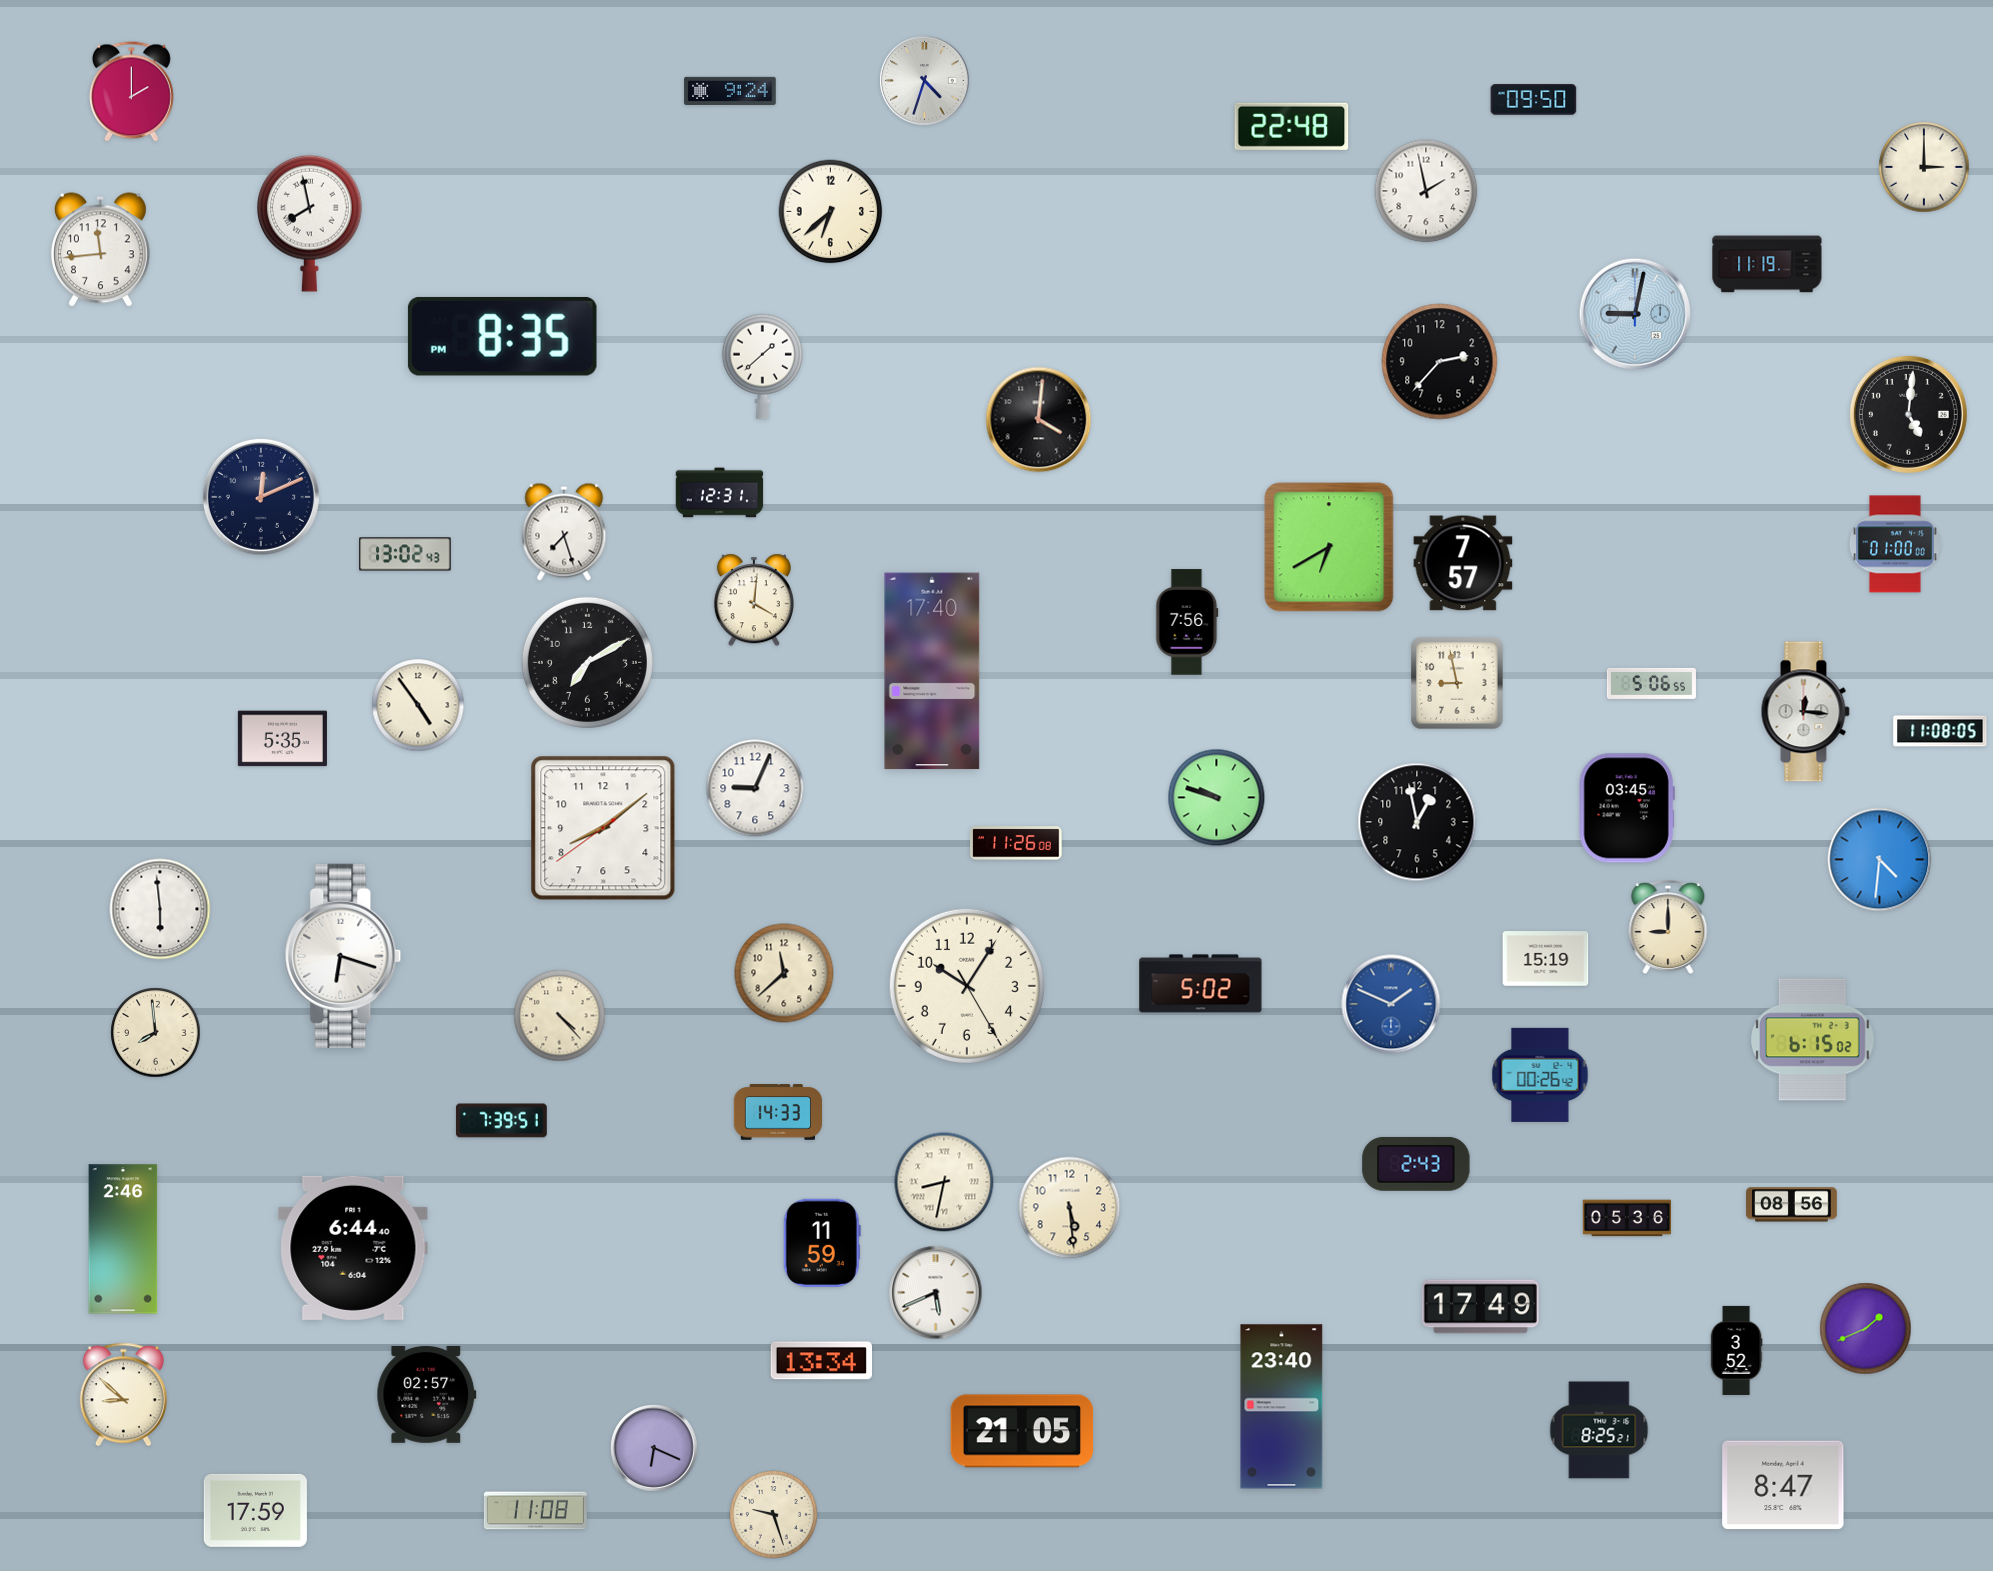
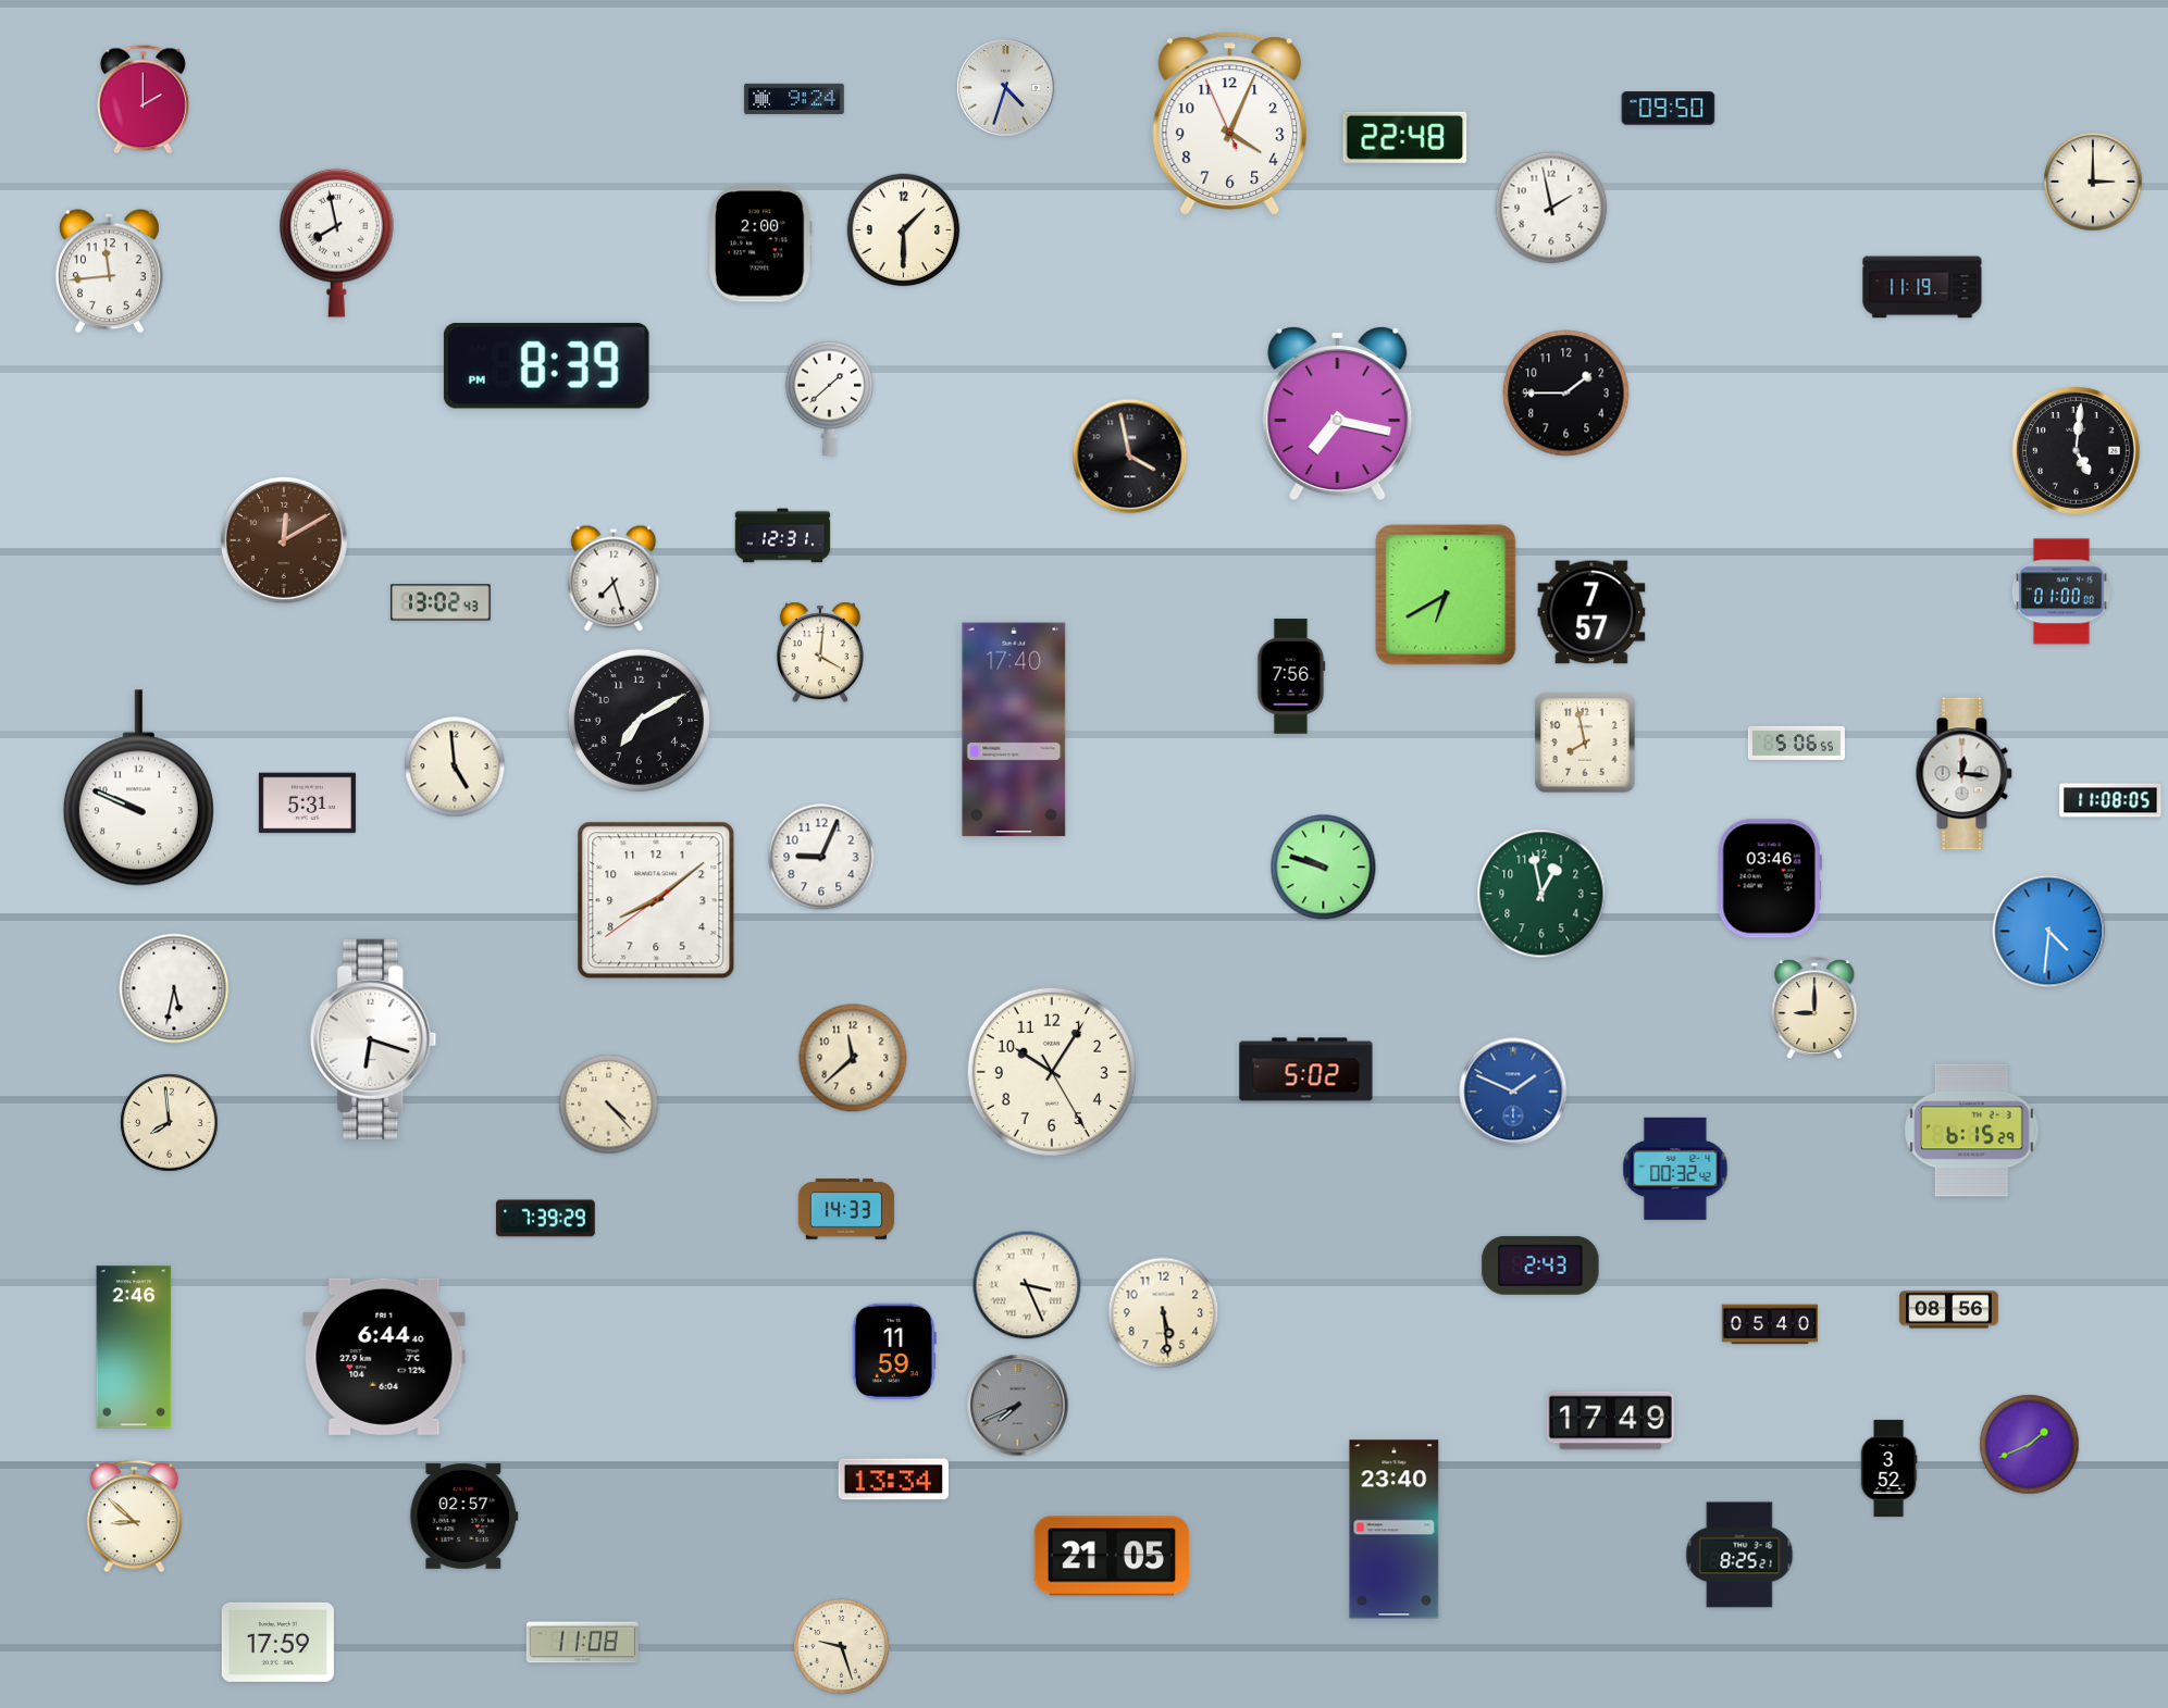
clock at (1230, 124): none -> 4:03
clock at (831, 212): 6:38 -> 1:30
clock at (760, 244): none -> 2:00
clock at (1635, 314): 9:02 -> none
clock at (502, 336): 8:35 -> 8:39
clock at (1440, 362): 2:37 -> 1:45
clock at (1338, 413): none -> 7:17
clock at (1039, 420): 4:01 -> 3:58
clock at (261, 497): 12:11 -> 12:10
clock at (261, 497) dial: navy -> brown
clock at (1457, 683): 8:58 -> 7:58
clock at (418, 705): 4:54 -> 4:59
clock at (138, 788): none -> 9:49
clock at (1940, 731) position: (1940, 731) -> (2110, 800)
clock at (282, 739): 5:35 -> 5:31
clock at (1627, 808): 03:45 -> 03:46
clock at (1417, 822) dial: black -> green
clock at (1016, 843): 11:26 -> none
clock at (1880, 860) position: (1880, 860) -> (2049, 932)
clock at (160, 909): 5:59 -> 5:32
clock at (1546, 959): 15:19 -> none
clock at (1813, 1040): 6:15:02 -> 6:15:29
clock at (1540, 1075): 00:26 -> 00:32
clock at (502, 1121): 7:39:51 -> 7:39:29
clock at (944, 1182): 8:32 -> 3:26
clock at (1626, 1218): 05:36 -> 05:40
clock at (936, 1293): 5:41 -> 7:41
clock at (936, 1293) dial: white -> grey
clock at (654, 1448): 6:19 -> none
clock at (1783, 1485): 8:47 -> none
